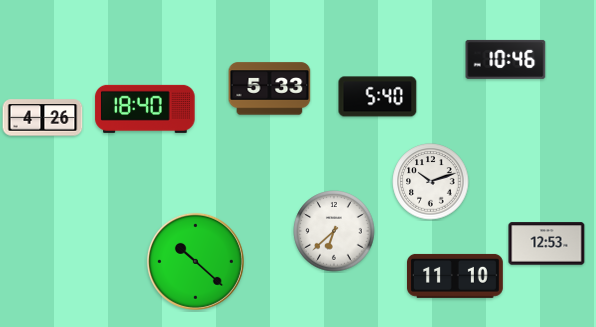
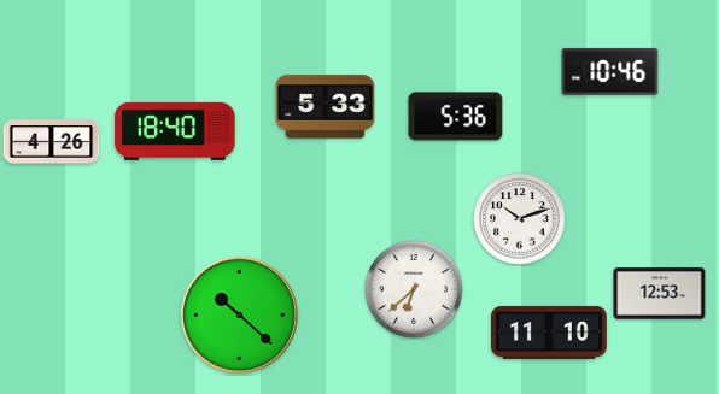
clock at (378, 97): 5:40 -> 5:36
clock at (334, 231) position: (334, 231) -> (414, 289)
clock at (195, 261) position: (195, 261) -> (239, 314)
